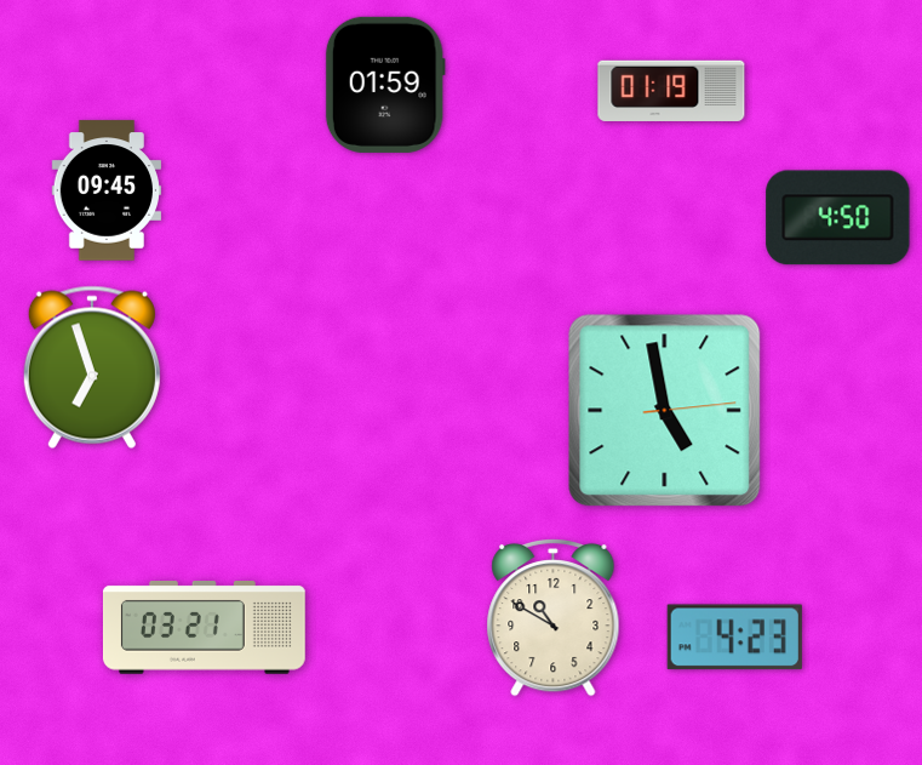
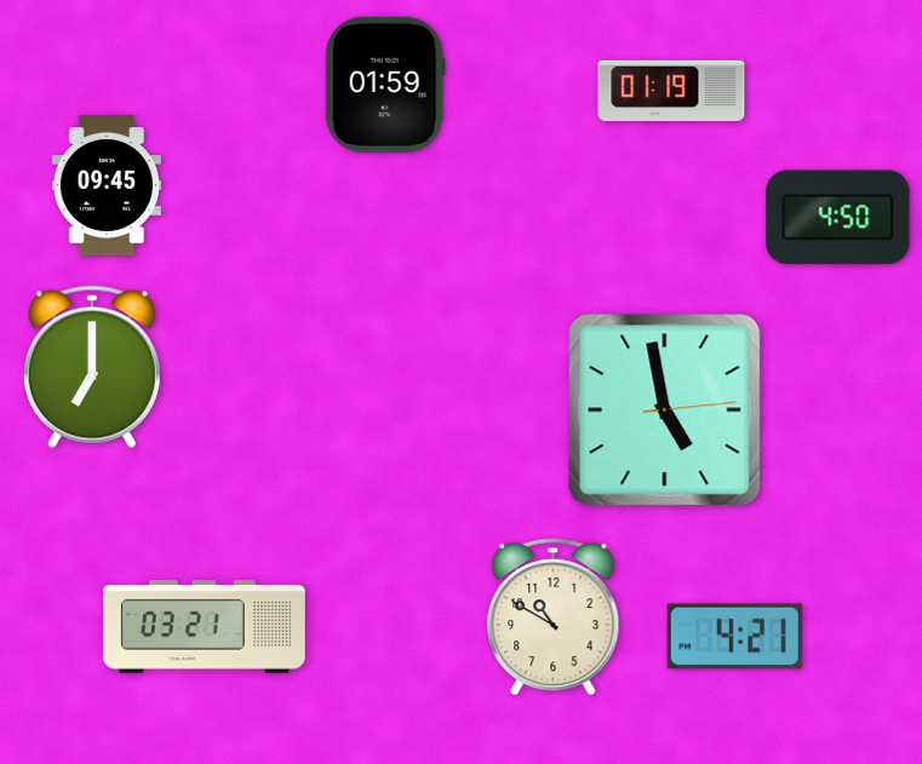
clock at (107, 190) position: (107, 190) -> (107, 185)
clock at (92, 367): 6:57 -> 7:00
clock at (734, 638): 4:23 -> 4:21
